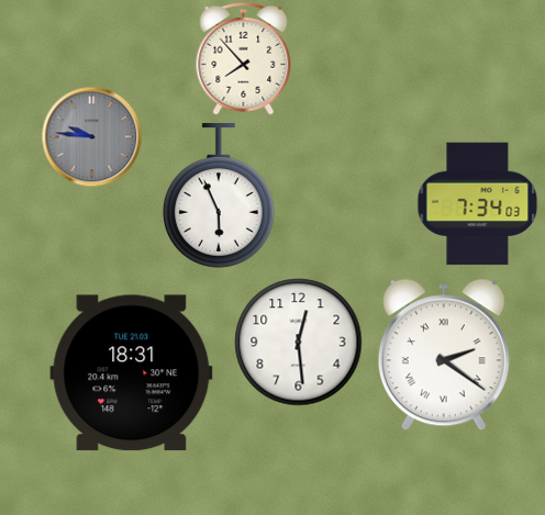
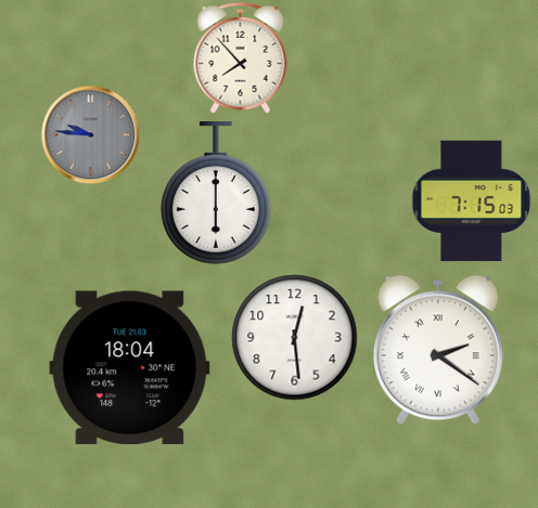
clock at (219, 195): 5:56 -> 6:00
clock at (478, 204): 7:34 -> 7:15
clock at (132, 373): 18:31 -> 18:04
